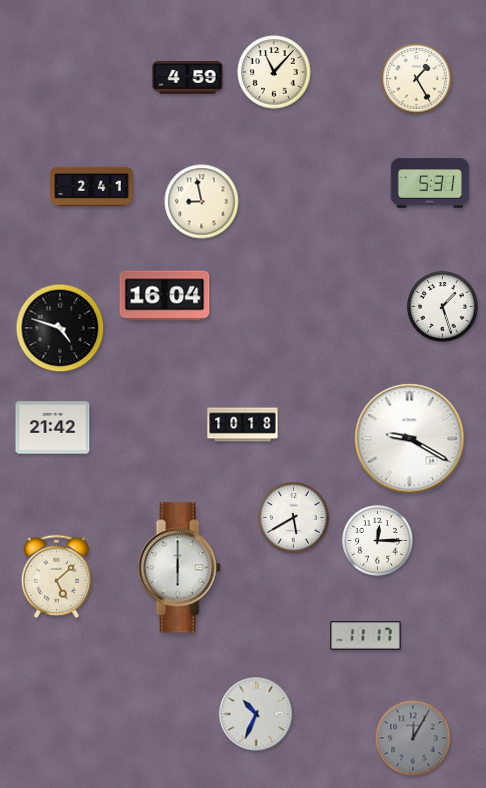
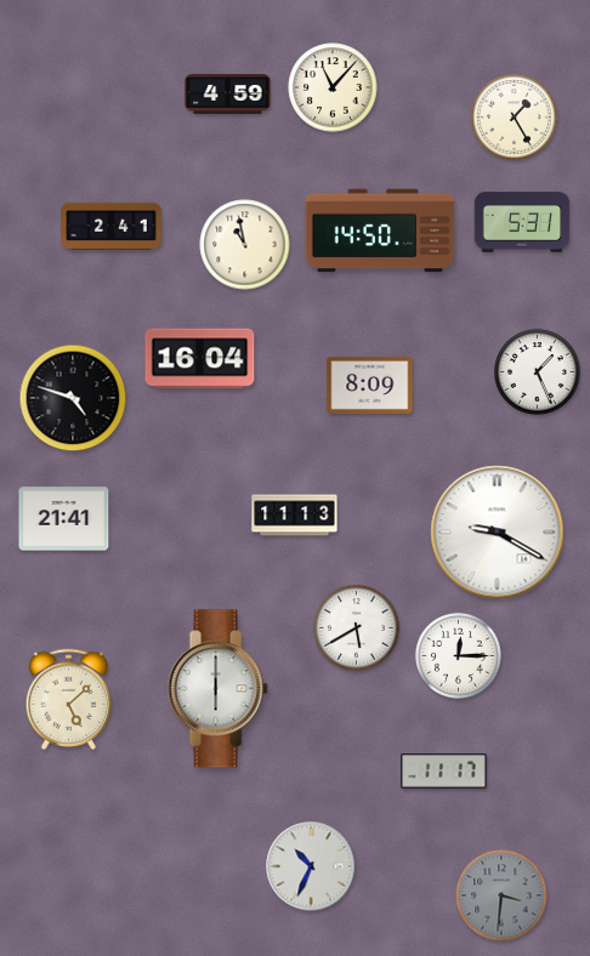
clock at (417, 79) position: (417, 79) -> (515, 118)
clock at (380, 231): none -> 14:50
clock at (202, 202): 8:58 -> 10:58
clock at (443, 307): 1:27 -> 1:26
clock at (370, 385): none -> 8:09
clock at (243, 425): 10:18 -> 11:13
clock at (53, 428): 21:42 -> 21:41
clock at (413, 738): 12:05 -> 3:31
